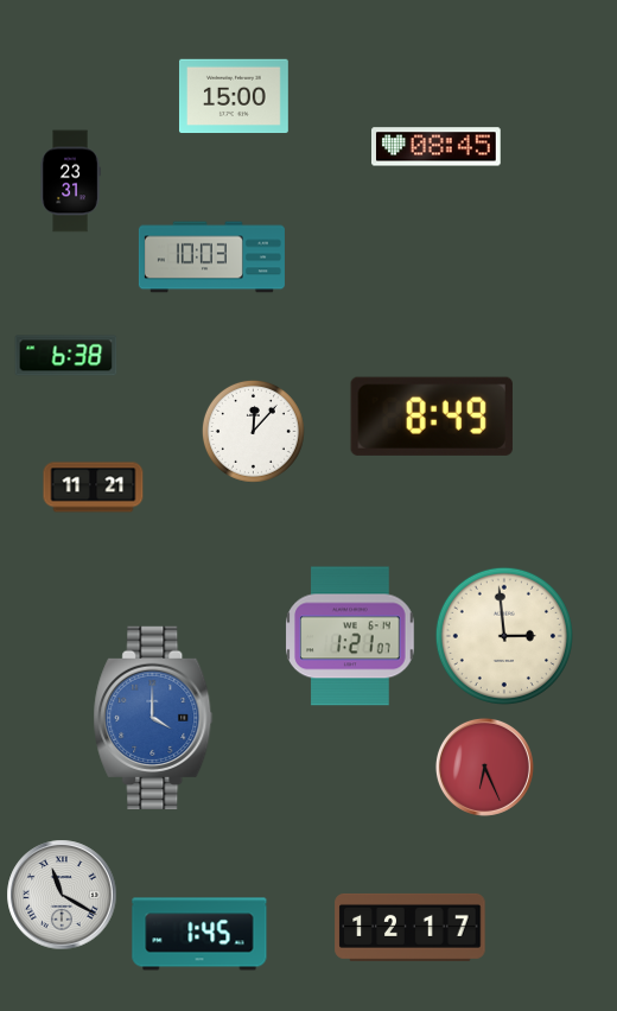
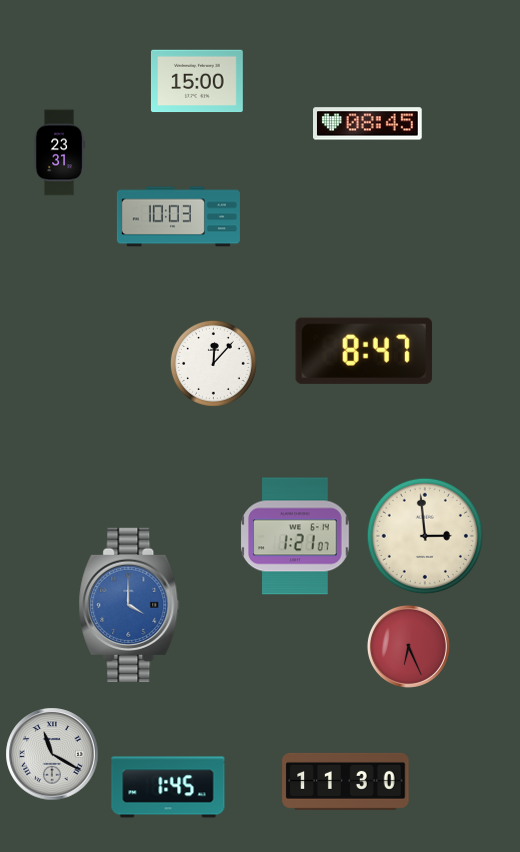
clock at (66, 356): 6:38 -> none
clock at (432, 417): 8:49 -> 8:47
clock at (94, 488): 11:21 -> none
clock at (411, 927): 12:17 -> 11:30
